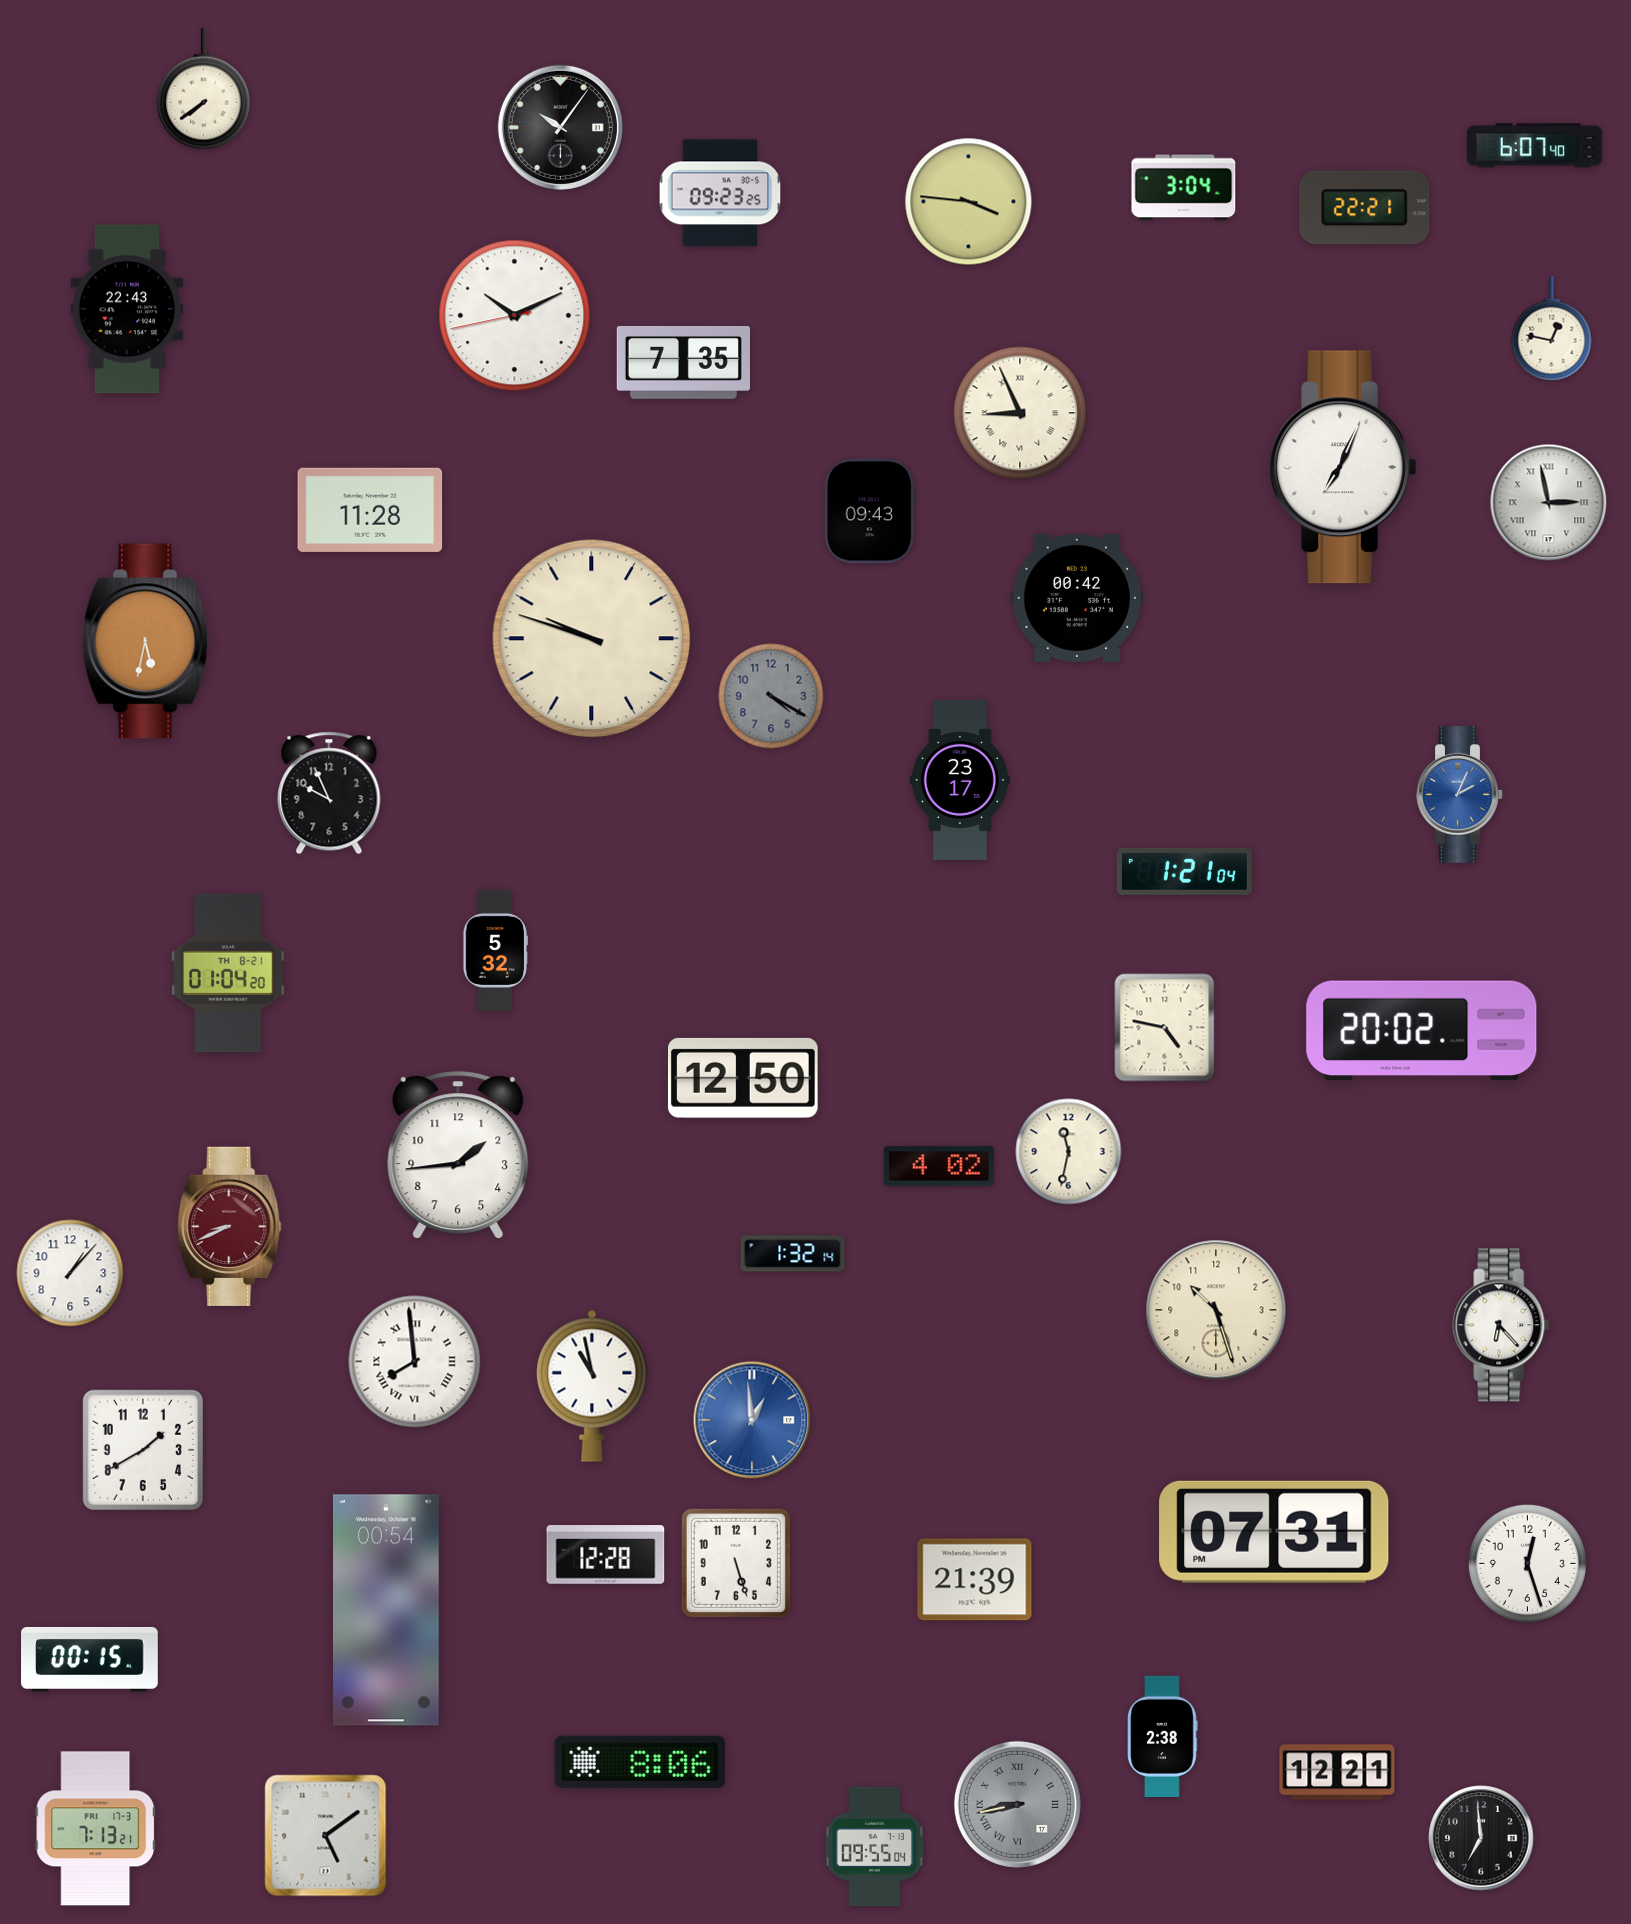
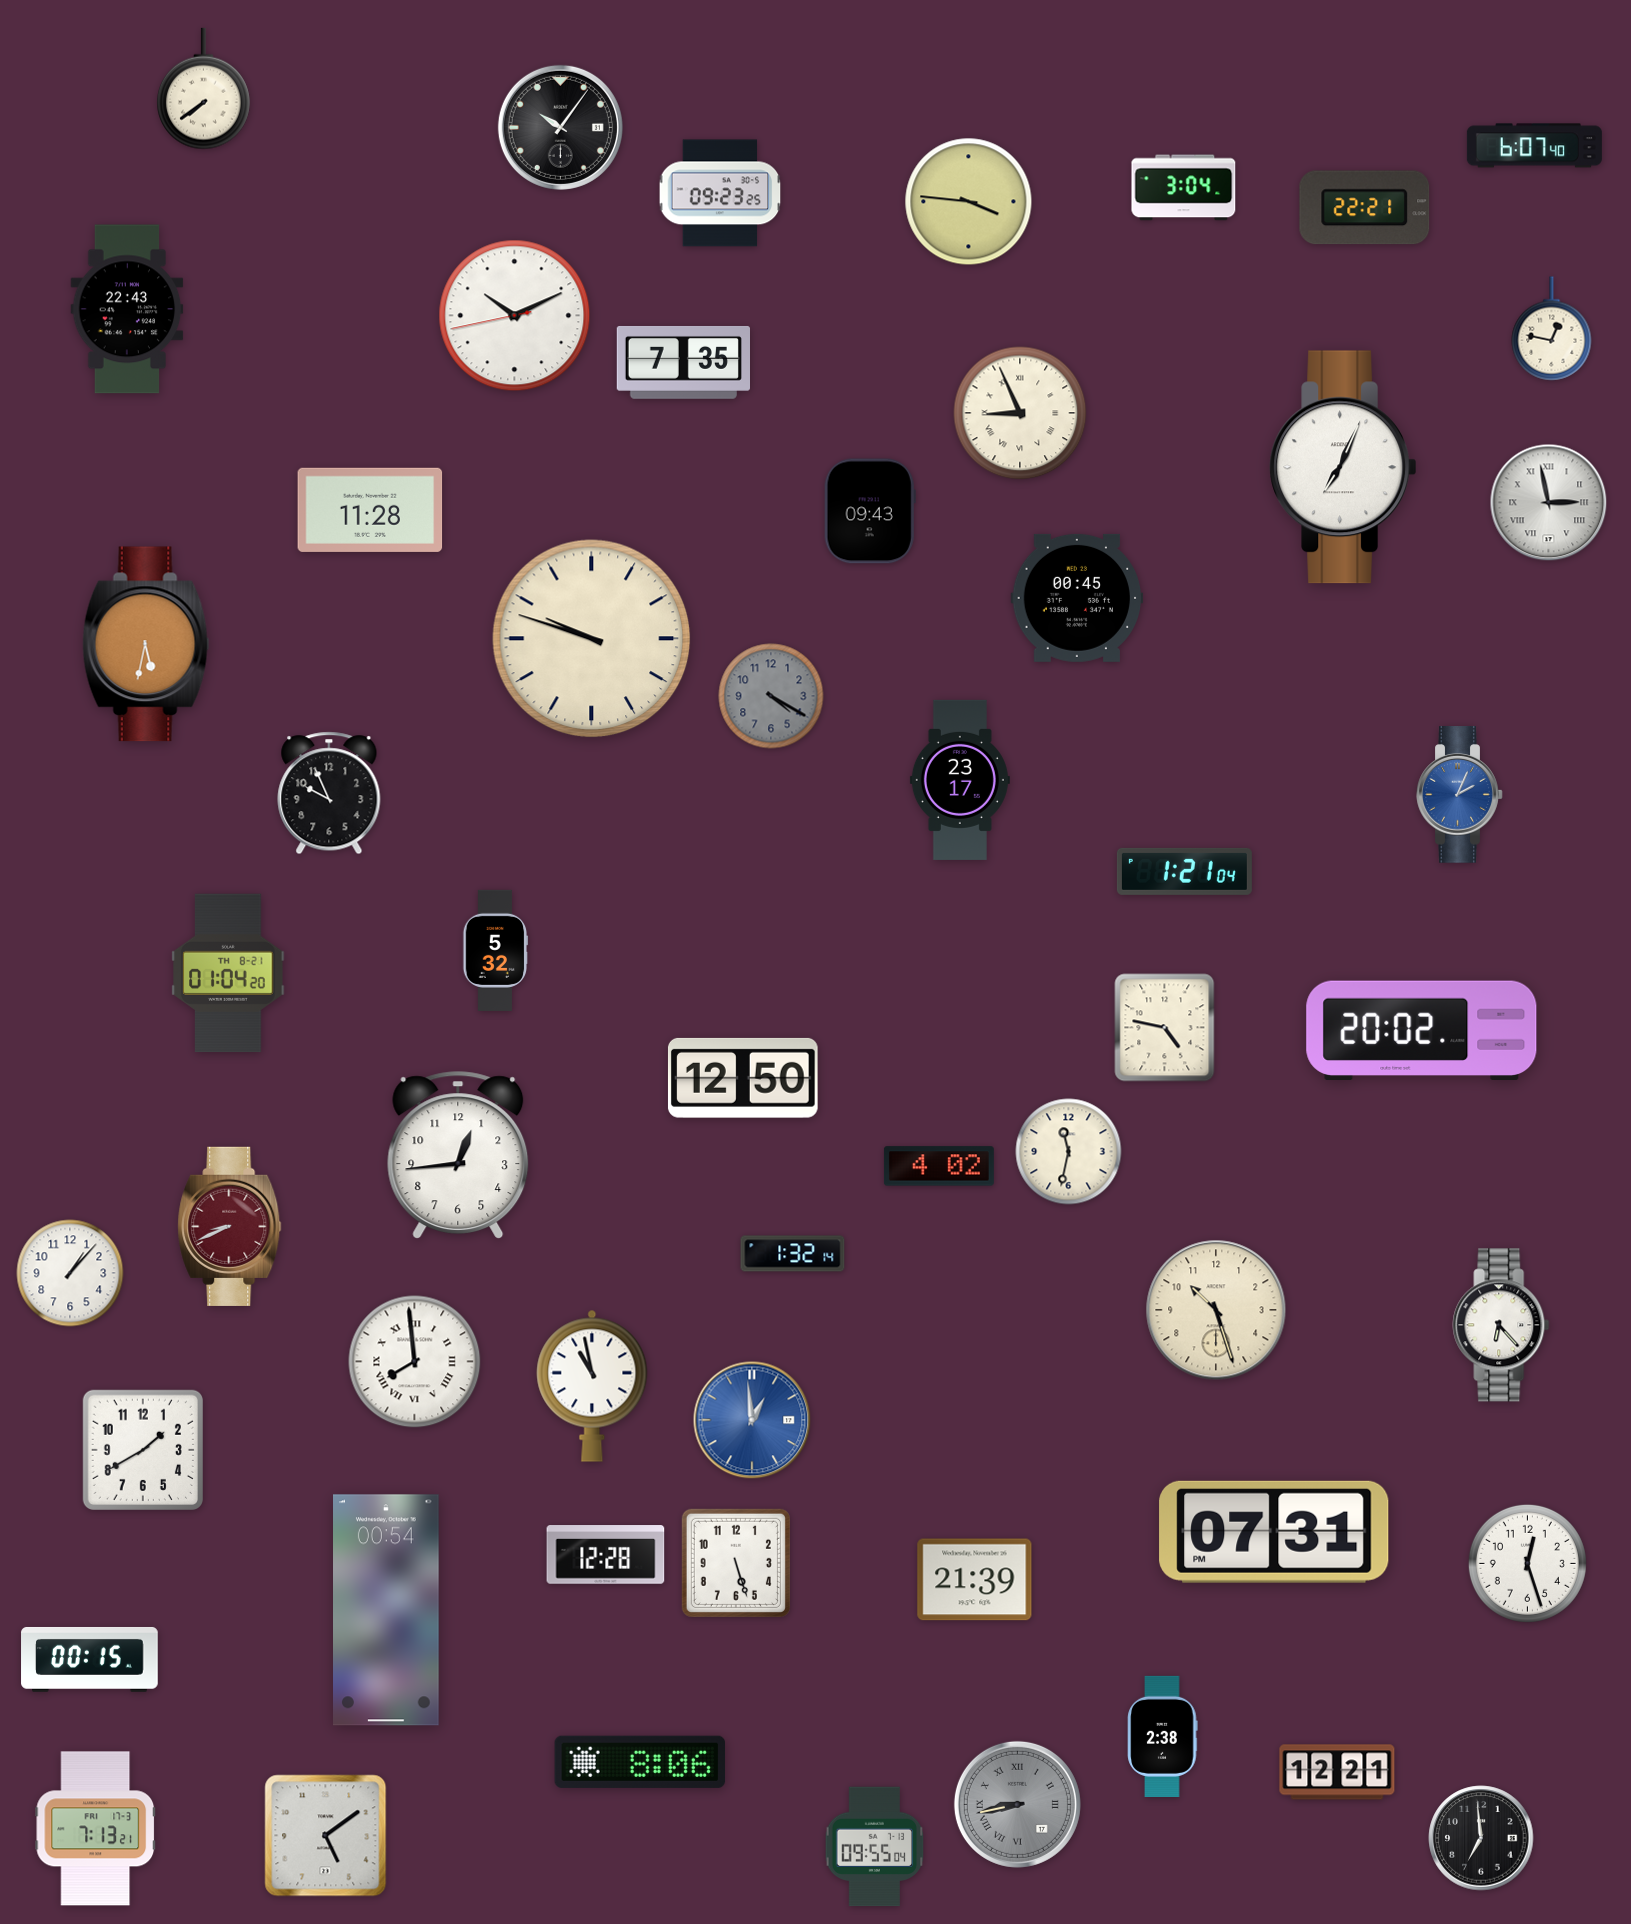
clock at (1077, 598): 00:42 -> 00:45
clock at (146, 641) position: (146, 641) -> (146, 644)
clock at (458, 1155): 1:44 -> 12:44
